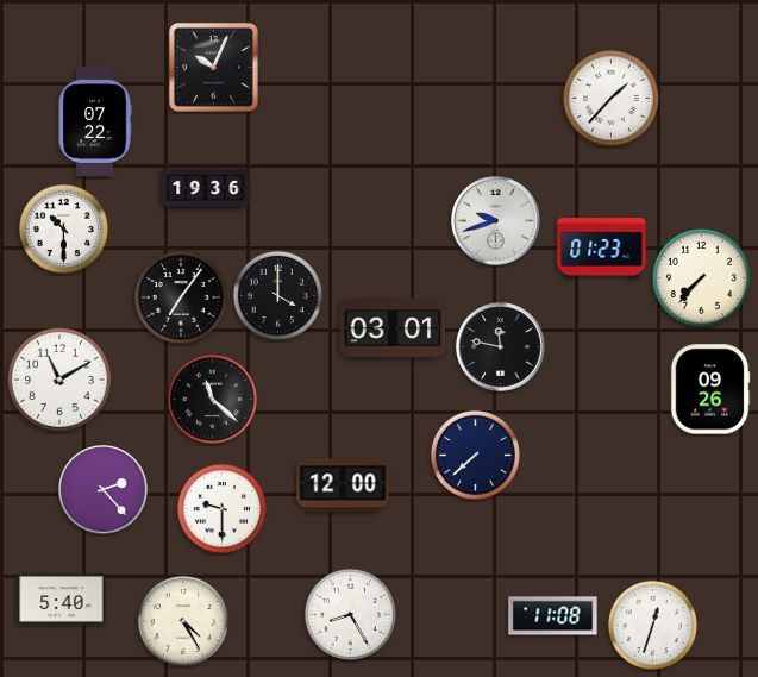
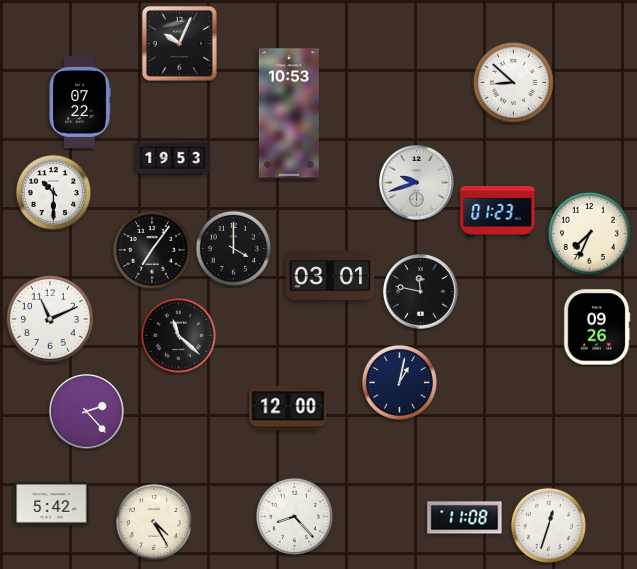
clock at (213, 67) position: (213, 67) -> (179, 43)
clock at (610, 98): 1:37 -> 8:52
clock at (289, 113): none -> 10:53
clock at (206, 189): 19:36 -> 19:53
clock at (496, 221) position: (496, 221) -> (417, 183)
clock at (602, 249) position: (602, 249) -> (498, 212)
clock at (701, 277): 7:37 -> 7:34
clock at (59, 380): 11:10 -> 11:11
clock at (475, 455): 7:38 -> 1:02
clock at (221, 508): 9:30 -> none
clock at (62, 600): 5:40 -> 5:42
clock at (350, 614): 8:25 -> 8:23
